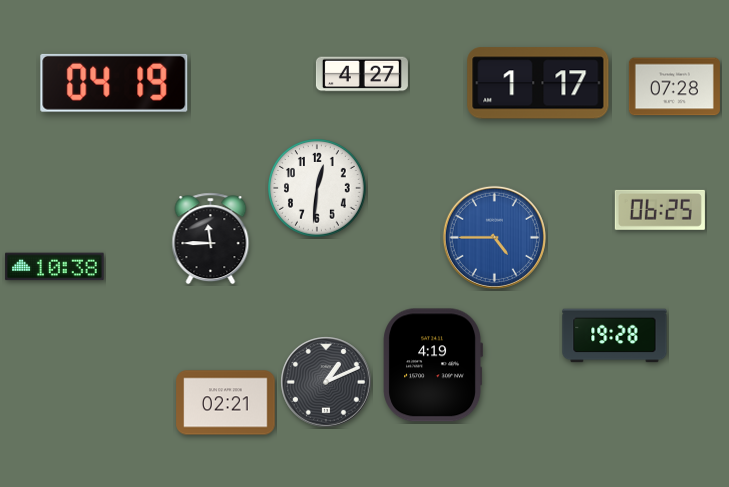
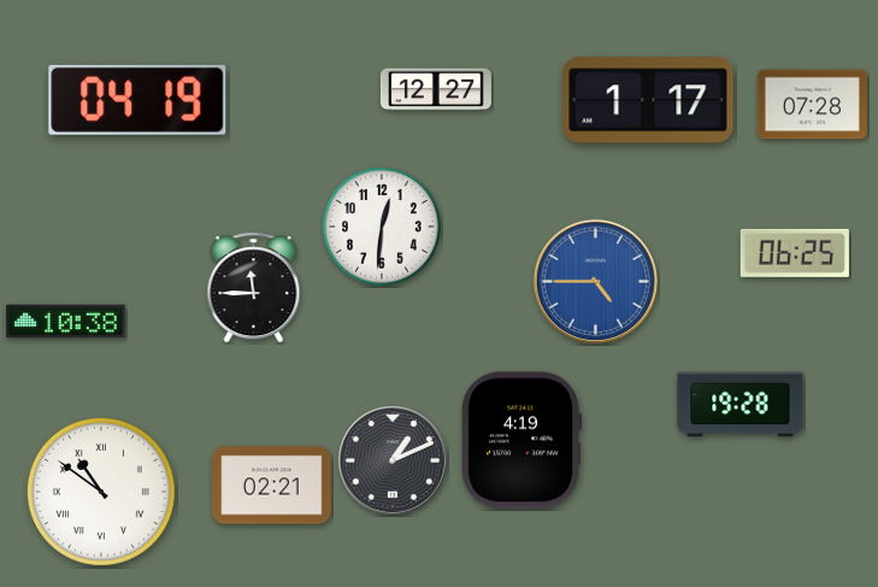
clock at (362, 74): 4:27 -> 12:27
clock at (494, 237) position: (494, 237) -> (595, 281)
clock at (101, 492): none -> 10:51
